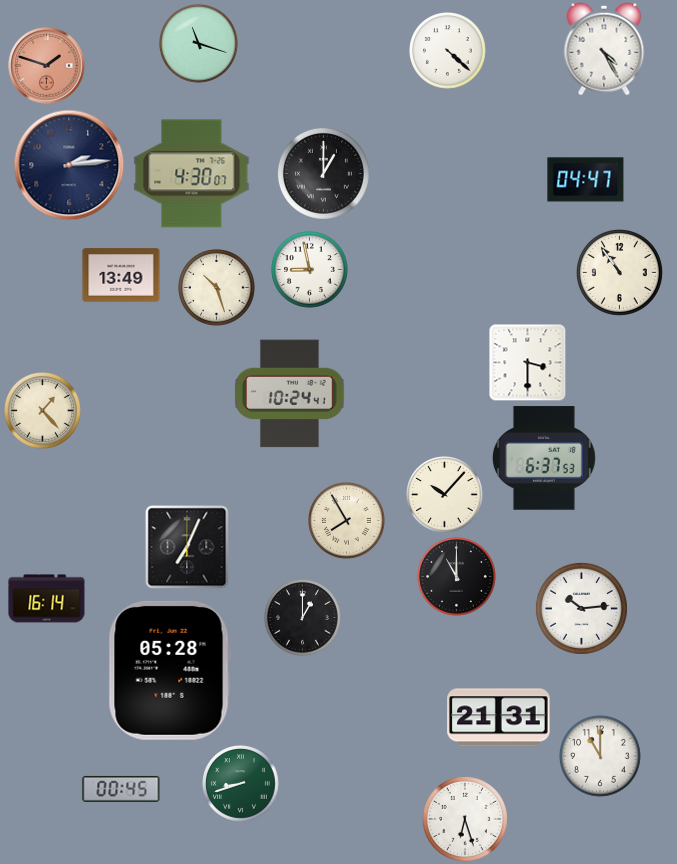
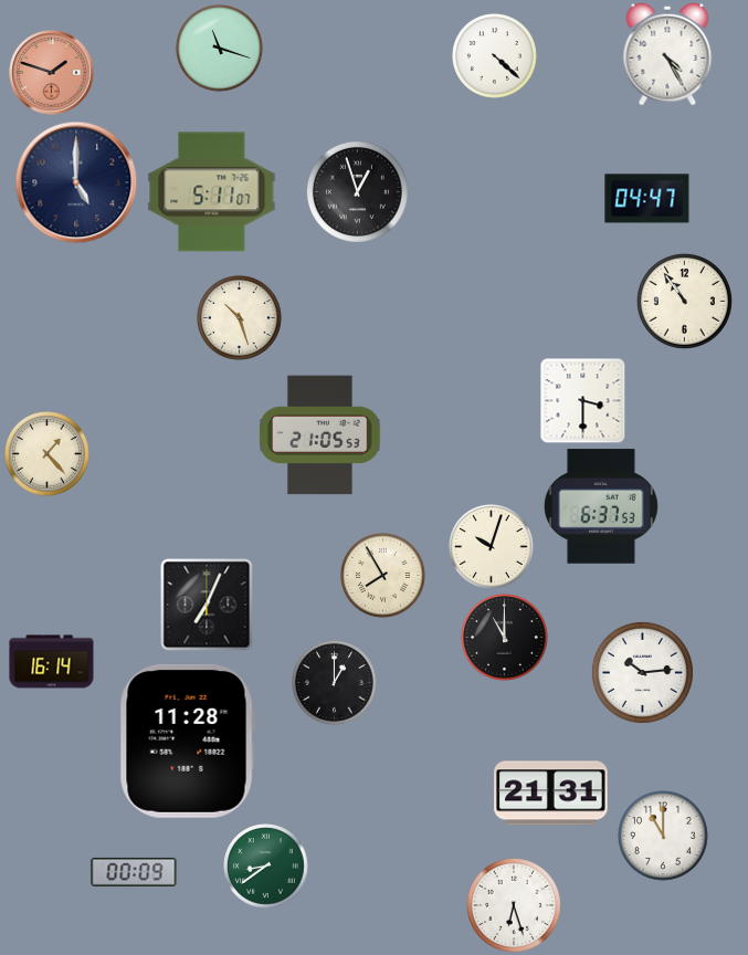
clock at (69, 165): 2:14 -> 5:00
clock at (323, 173): 1:00 -> 12:57
clock at (192, 174): 4:30 -> 5:11
clock at (310, 270): 8:58 -> none
clock at (121, 275): 13:49 -> none
clock at (290, 394): 10:24 -> 21:05
clock at (445, 495): 10:07 -> 10:03
clock at (169, 670): 05:28 -> 11:28
clock at (241, 784): 8:42 -> 8:39
clock at (121, 789): 00:45 -> 00:09
